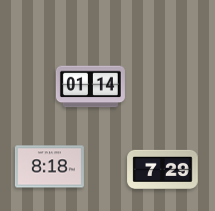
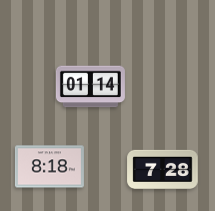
clock at (163, 169): 7:29 -> 7:28
